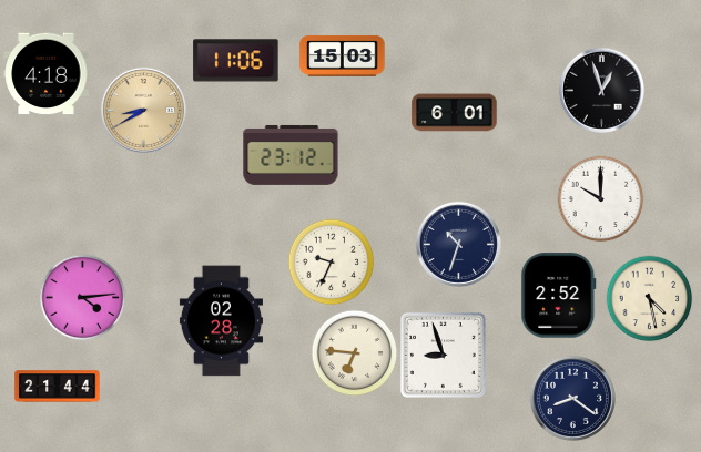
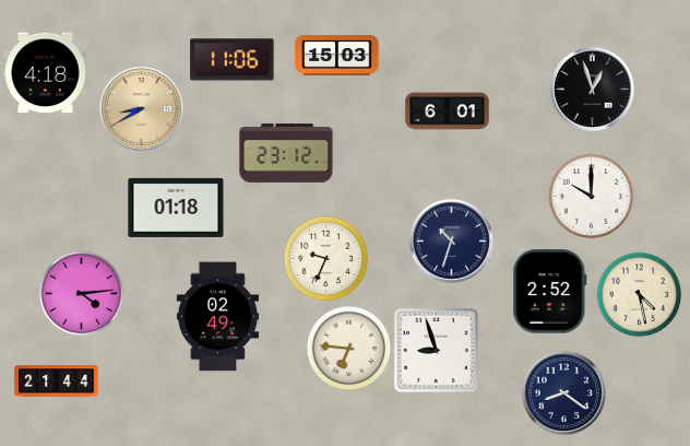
clock at (176, 208): none -> 01:18
clock at (221, 321): 02:28 -> 02:49
